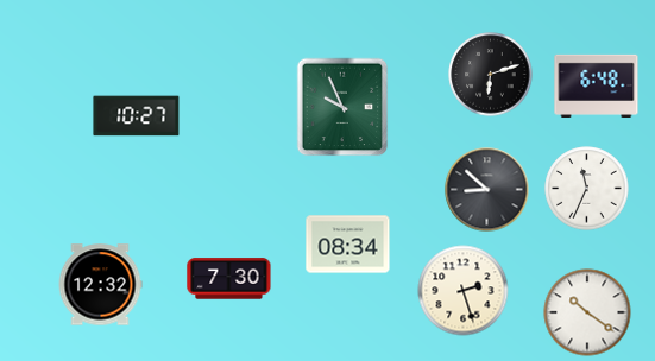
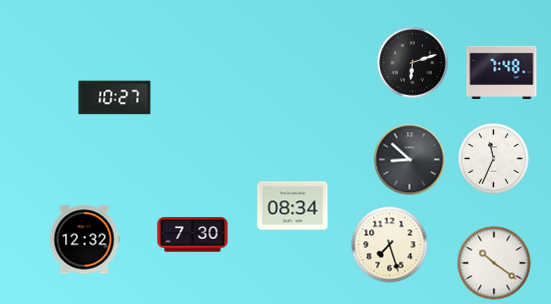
clock at (597, 87): 6:48 -> 7:48
clock at (342, 107): 9:56 -> none
clock at (464, 291): 2:27 -> 7:27
